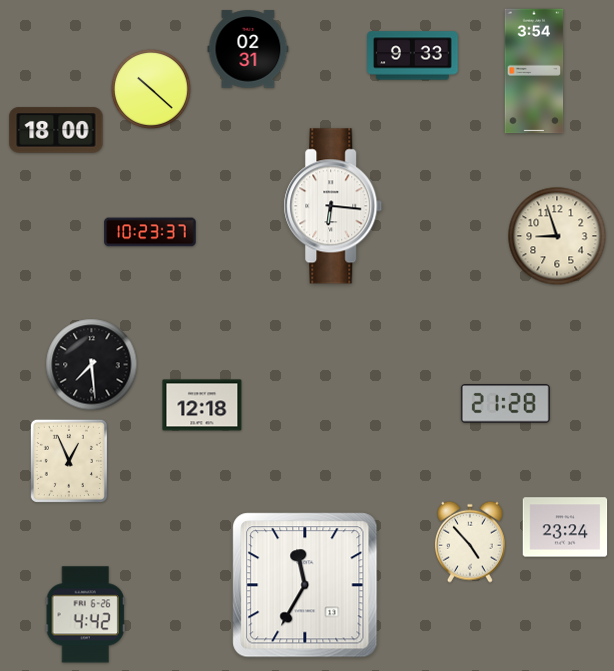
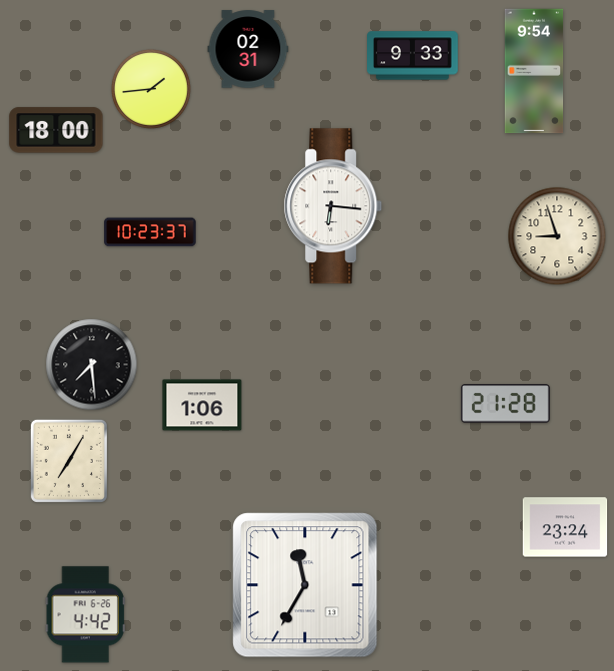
clock at (534, 71): 3:54 -> 9:54
clock at (152, 90): 10:22 -> 1:44
clock at (202, 405): 12:18 -> 1:06
clock at (69, 461): 12:56 -> 7:05
clock at (470, 542): 4:53 -> none
